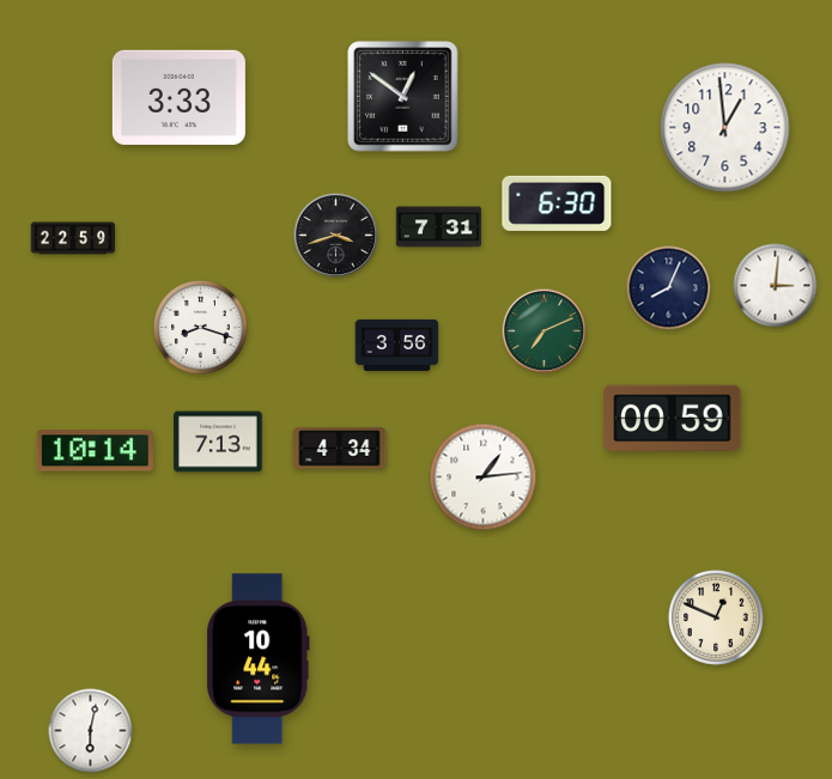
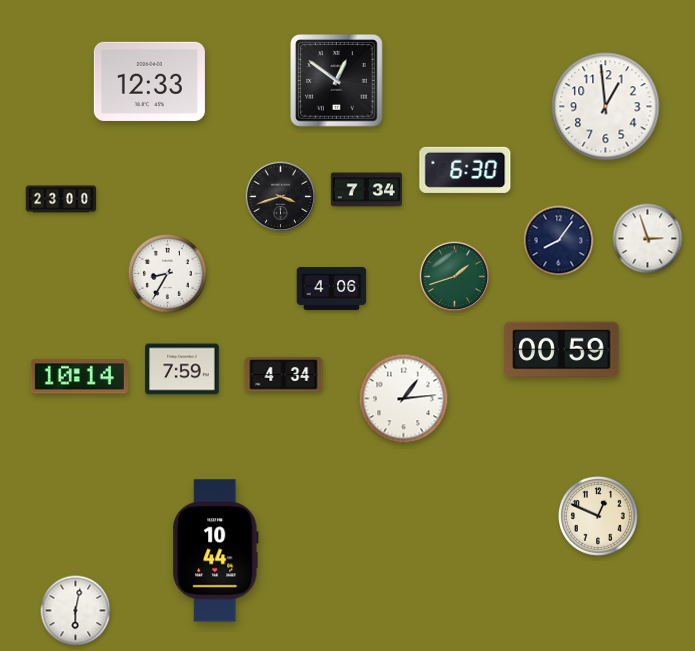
clock at (178, 97): 3:33 -> 12:33
clock at (438, 227): 7:31 -> 7:34
clock at (73, 238): 22:59 -> 23:00
clock at (776, 286): 3:01 -> 2:57
clock at (669, 288): 8:04 -> 8:06
clock at (200, 327): 8:18 -> 8:35
clock at (545, 331): 7:11 -> 1:42
clock at (397, 345): 3:56 -> 4:06
clock at (218, 442): 7:13 -> 7:59
